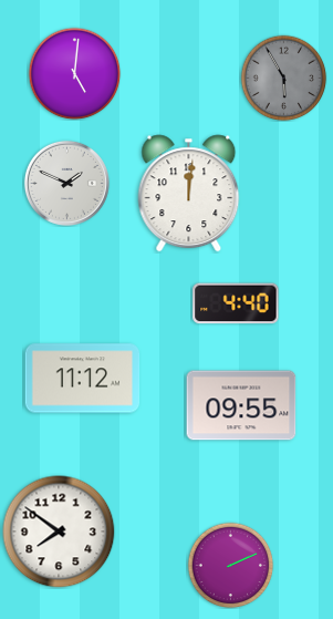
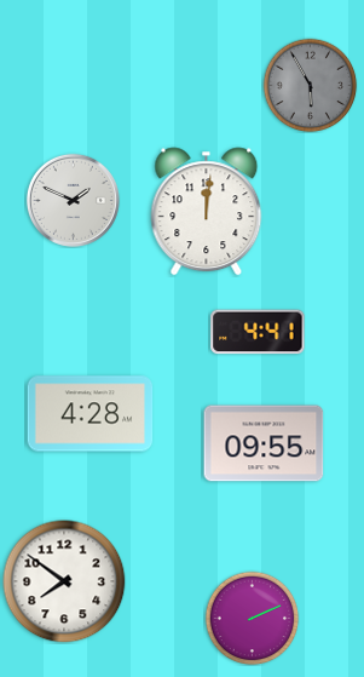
clock at (74, 73): 5:01 -> none
clock at (236, 303): 4:40 -> 4:41
clock at (83, 379): 11:12 -> 4:28
